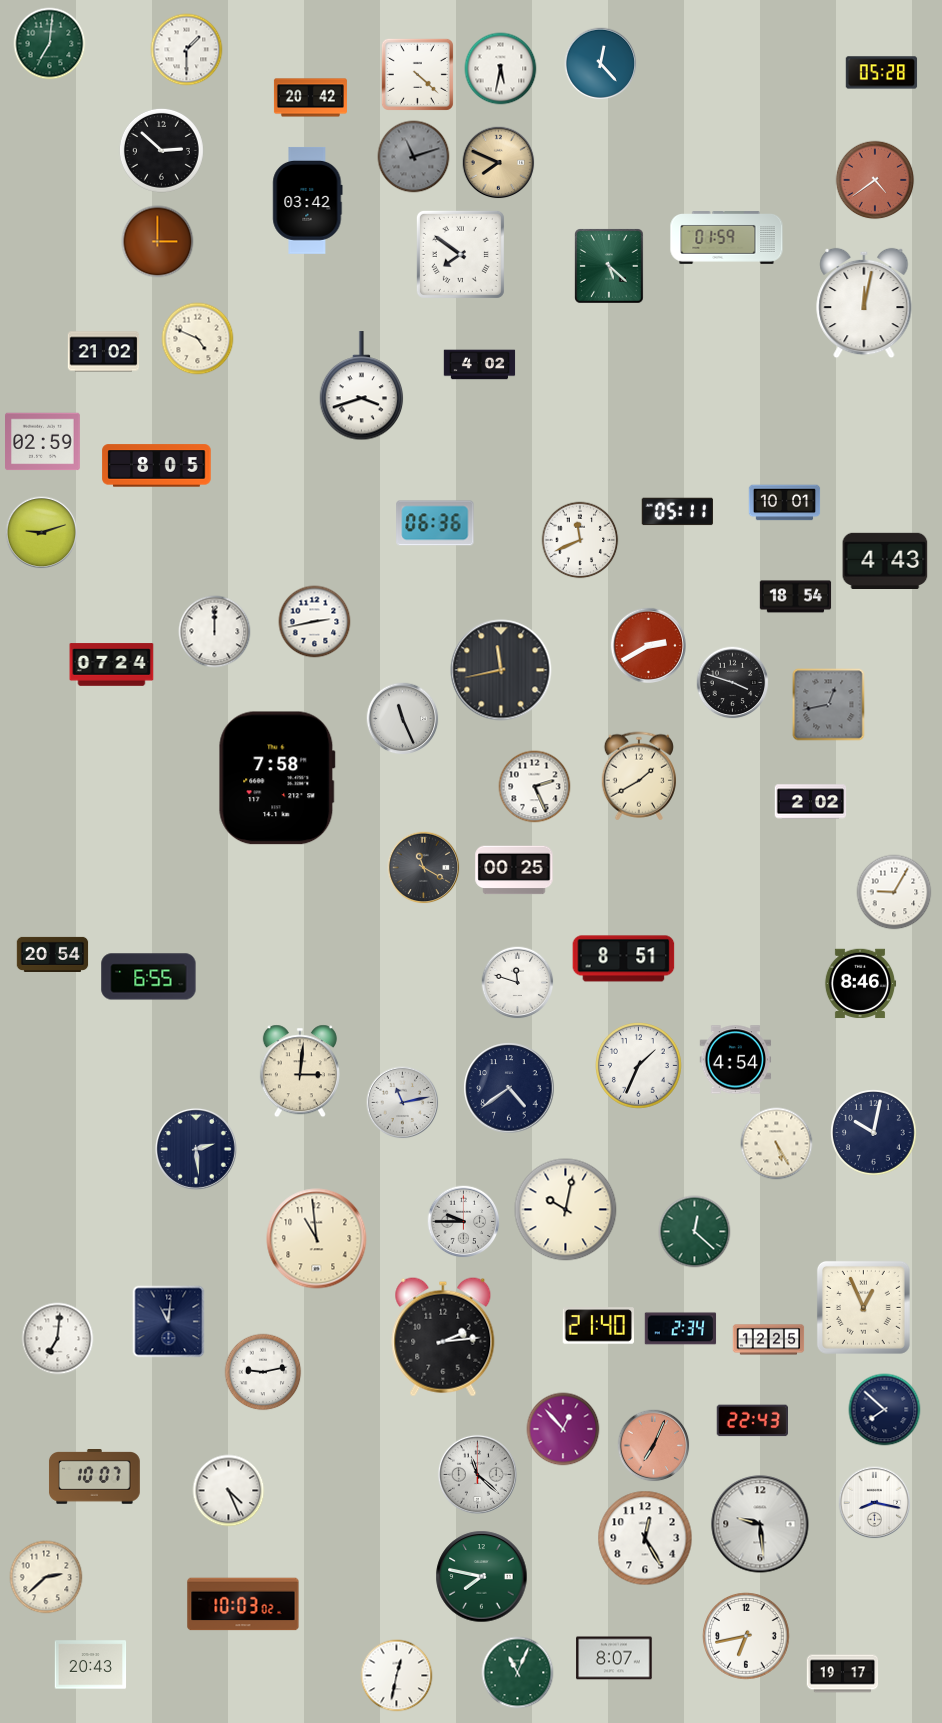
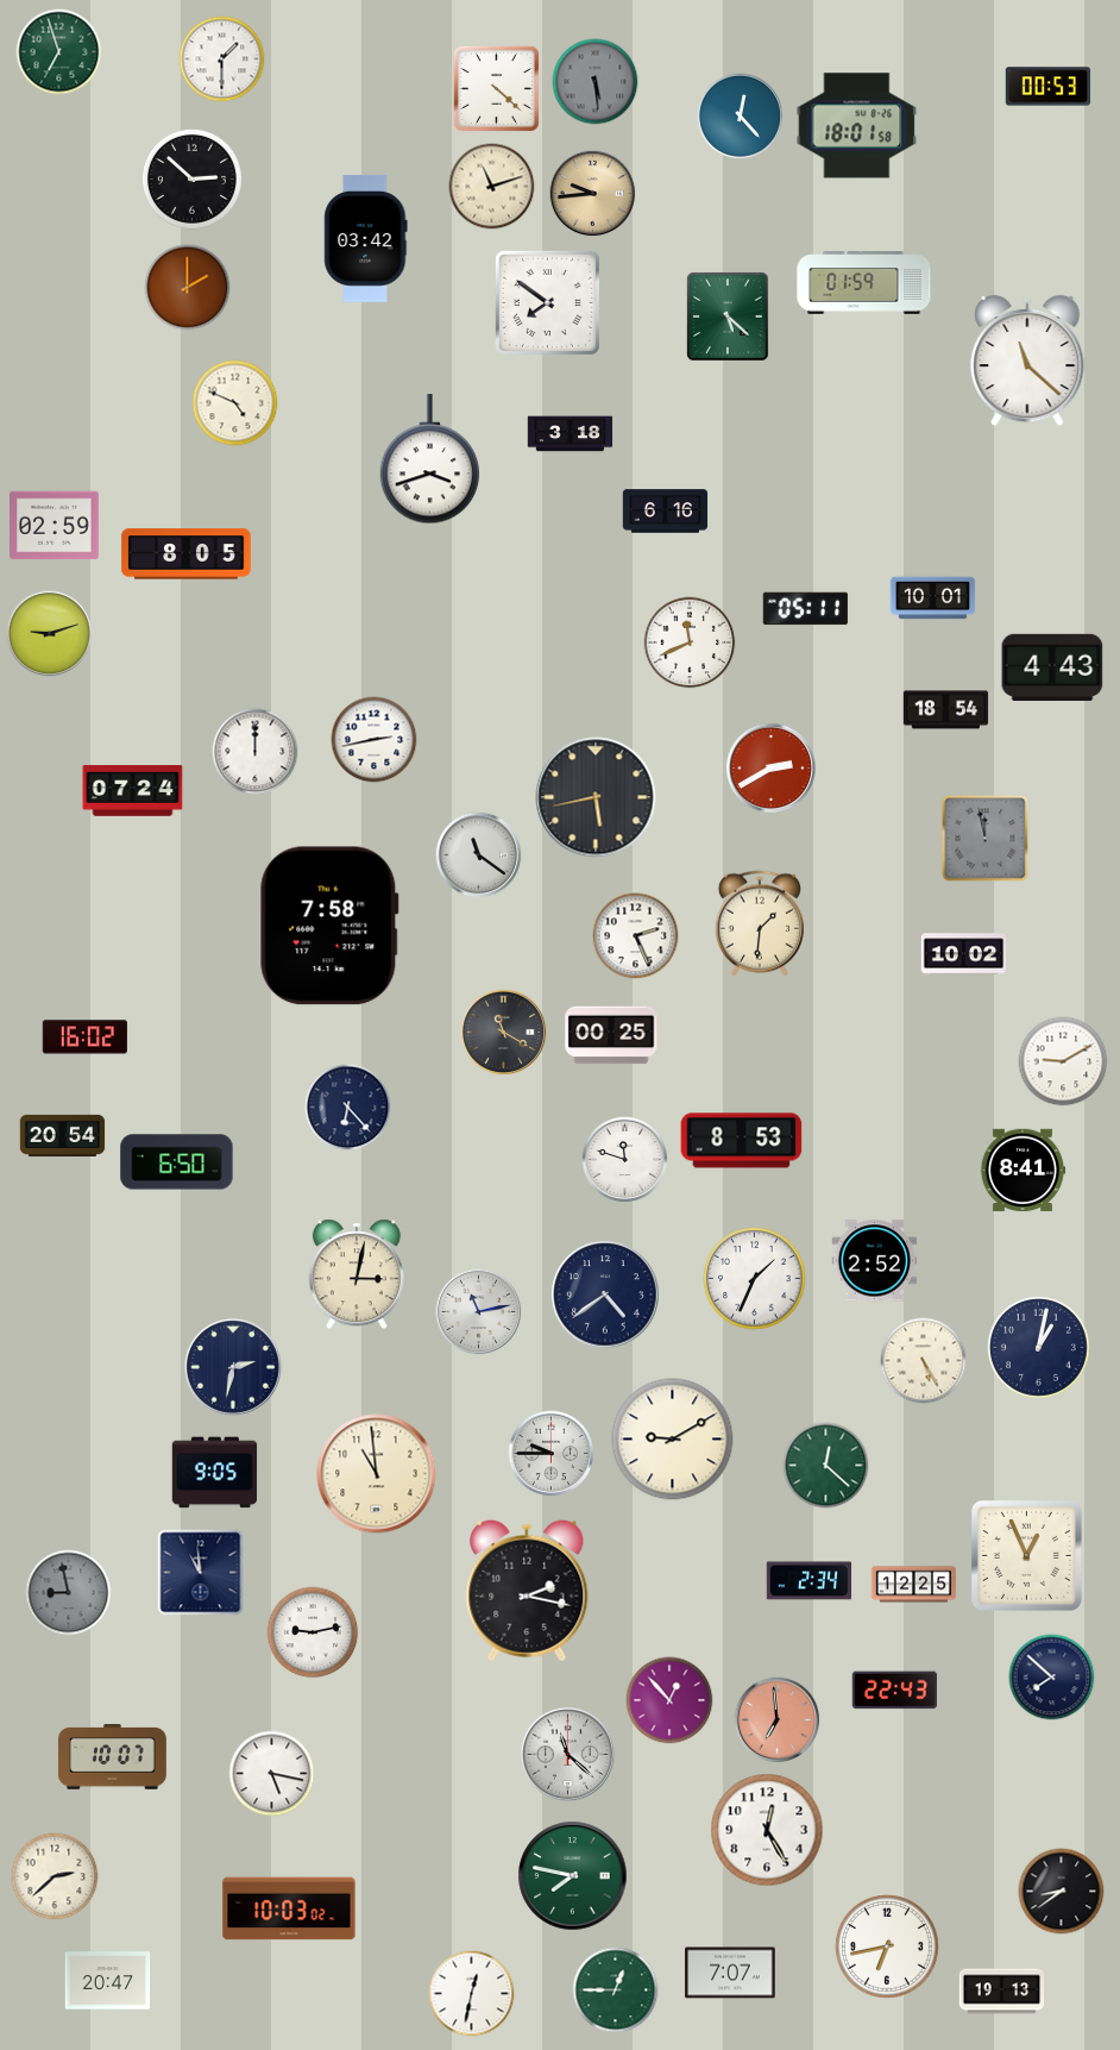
clock at (50, 44): 7:01 -> 6:57
clock at (601, 64) position: (601, 64) -> (741, 117)
clock at (501, 69): 5:32 -> 5:29
clock at (501, 69) dial: white -> grey
clock at (882, 73): 05:28 -> 00:53
clock at (310, 98): 20:42 -> none
clock at (857, 126): none -> 18:01
clock at (414, 157) dial: grey -> cream
clock at (499, 163): 7:49 -> 9:44
clock at (875, 180): 4:39 -> none
clock at (158, 242): 3:00 -> 2:00
clock at (609, 266) position: (609, 266) -> (728, 316)
clock at (864, 303): 12:02 -> 11:22
clock at (104, 352): 21:02 -> none
clock at (480, 365): 4:02 -> 3:18
clock at (666, 512): none -> 6:16
clock at (43, 442) position: (43, 442) -> (55, 526)
clock at (435, 523): 06:36 -> none
clock at (501, 670): 11:43 -> 5:43
clock at (733, 683): 3:48 -> none
clock at (829, 705): 12:43 -> 11:58
clock at (403, 719): 11:26 -> 11:21
clock at (639, 776): 1:40 -> 1:31
clock at (811, 802): 2:02 -> 10:02
clock at (84, 1037): none -> 16:02
clock at (894, 892): 9:05 -> 9:10
clock at (348, 1108): none -> 6:23
clock at (624, 959): 8:51 -> 8:53
clock at (149, 977): 6:55 -> 6:50
clock at (518, 983) position: (518, 983) -> (625, 1160)
clock at (860, 984): 8:46 -> 8:41
clock at (736, 1060): 4:54 -> 2:52
clock at (639, 1066) position: (639, 1066) -> (755, 1279)
clock at (300, 1071): 3:01 -> 3:02
clock at (874, 1133): 10:02 -> 1:02
clock at (196, 1149): 2:29 -> 2:32
clock at (566, 1210): 10:02 -> 9:10
clock at (215, 1473): none -> 9:05
clock at (169, 1322): 11:01 -> 10:59
clock at (598, 1326): 21:40 -> none
clock at (443, 1337): 2:14 -> 2:17
clock at (58, 1339): 7:01 -> 8:58
clock at (58, 1339) dial: white -> grey
clock at (769, 1340) position: (769, 1340) -> (914, 1585)
clock at (654, 1446): 7:04 -> 6:59
clock at (229, 1491): 4:26 -> 5:17
clock at (875, 1503): 8:17 -> none
clock at (760, 1524): 9:29 -> none
clock at (1062, 1892): none -> 8:39
clock at (614, 1658): 8:07 -> 7:07
clock at (91, 1665): 20:43 -> 20:47
clock at (518, 1673): 11:04 -> 12:45
clock at (843, 1674): 19:17 -> 19:13
